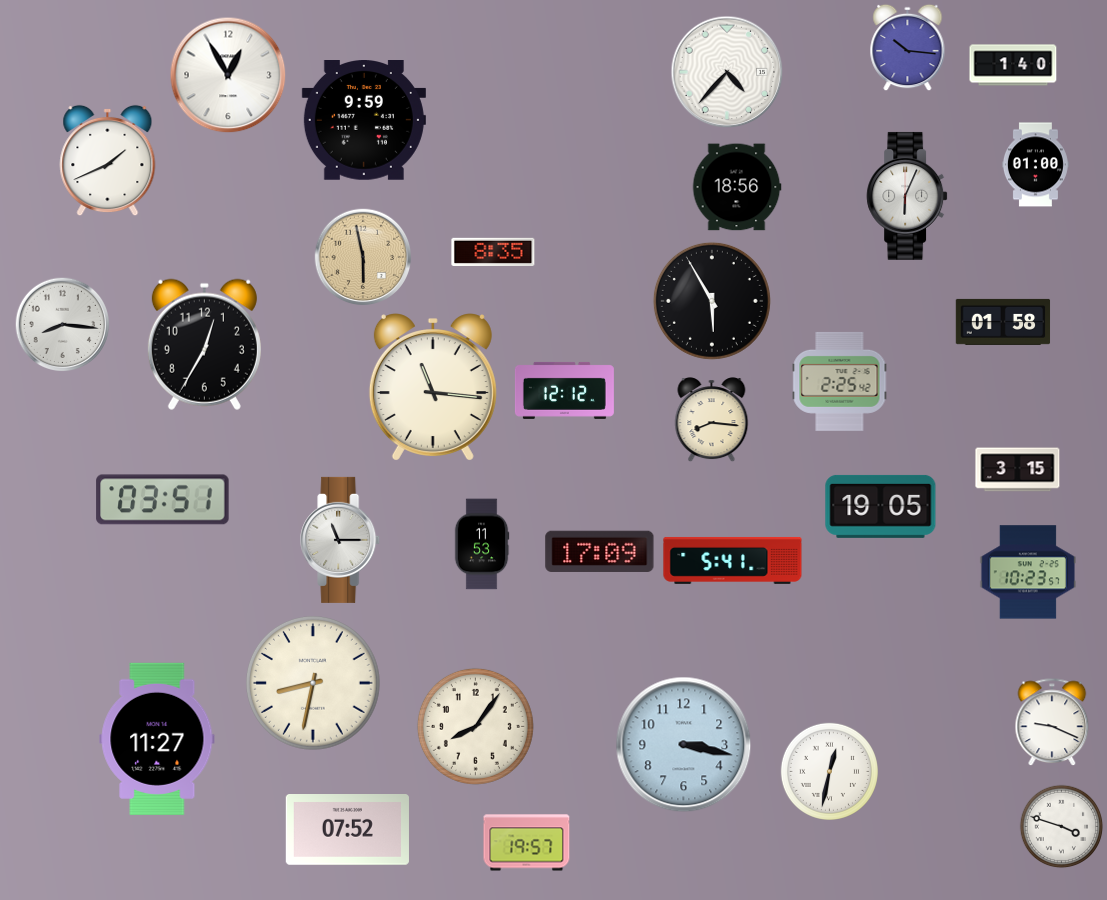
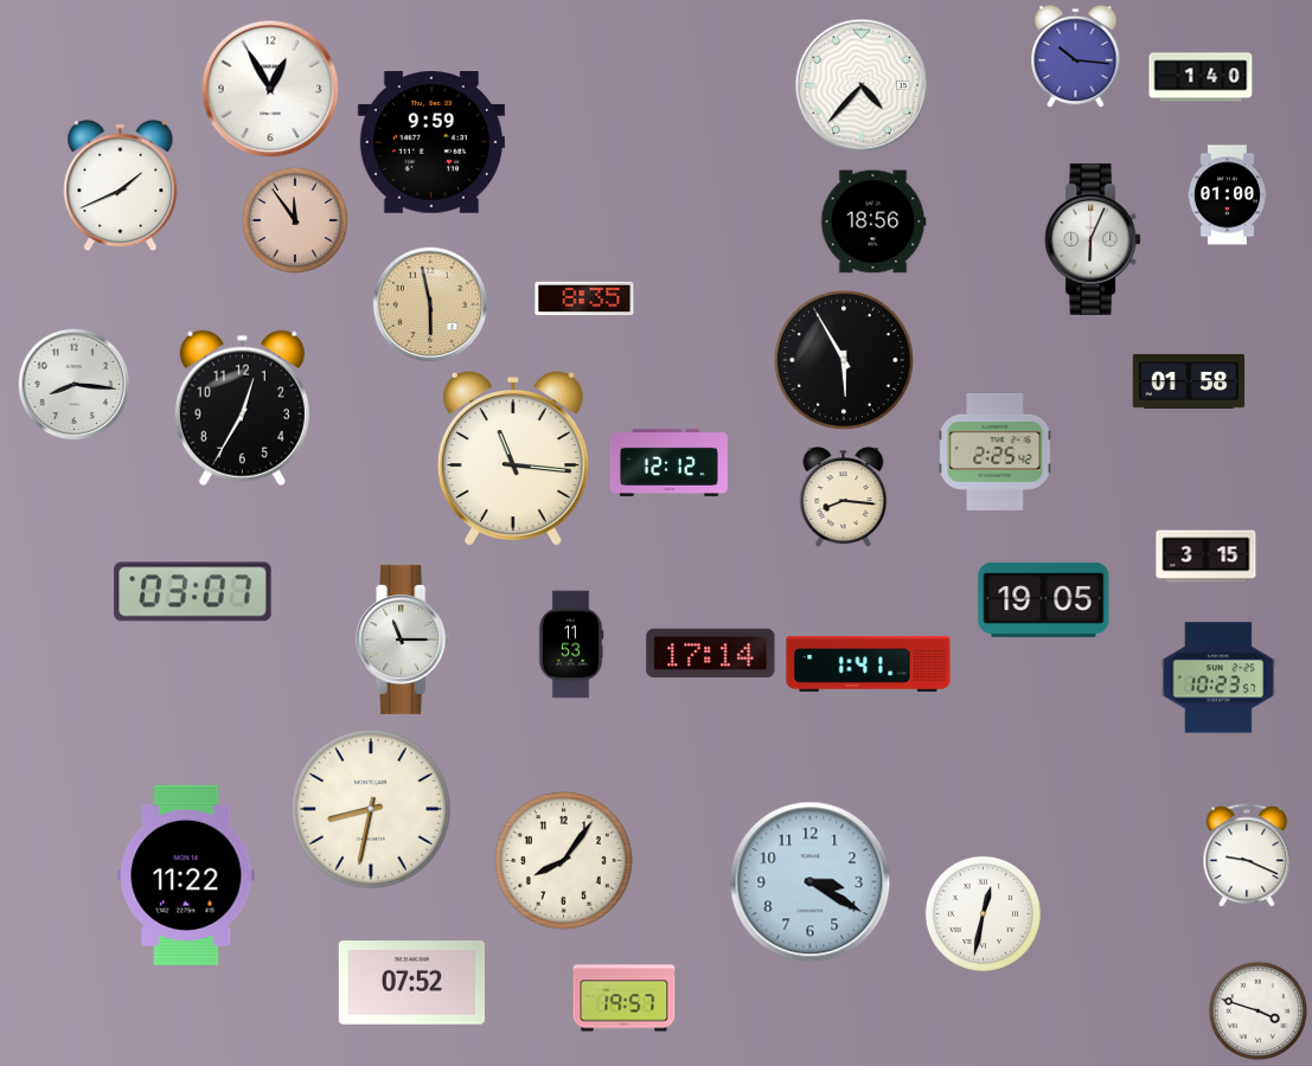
clock at (108, 161) position: (108, 161) -> (121, 186)
clock at (294, 219): none -> 11:54
clock at (907, 196) position: (907, 196) -> (1093, 239)
clock at (712, 301) position: (712, 301) -> (844, 360)
clock at (163, 500): 03:51 -> 03:07
clock at (600, 551): 17:09 -> 17:14
clock at (733, 560): 5:41 -> 1:41
clock at (157, 739): 11:27 -> 11:22
clock at (684, 745): 3:17 -> 3:20
clock at (1062, 827) position: (1062, 827) -> (1259, 1012)
